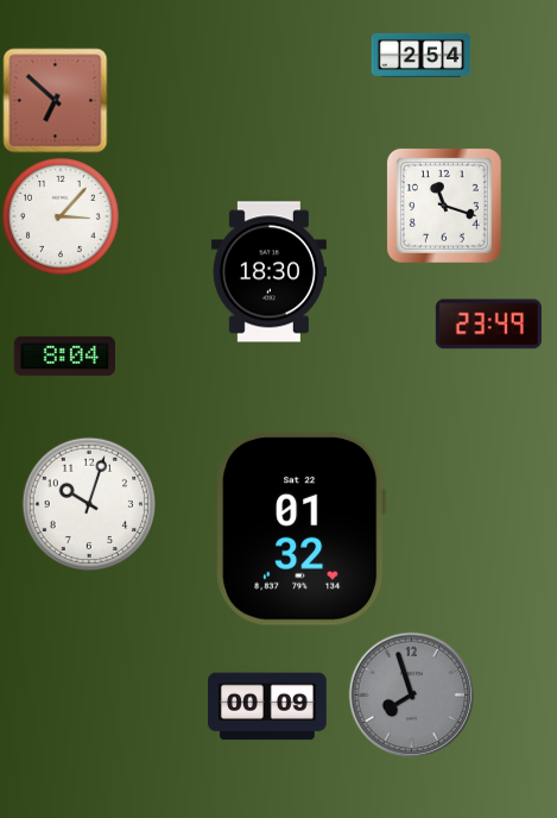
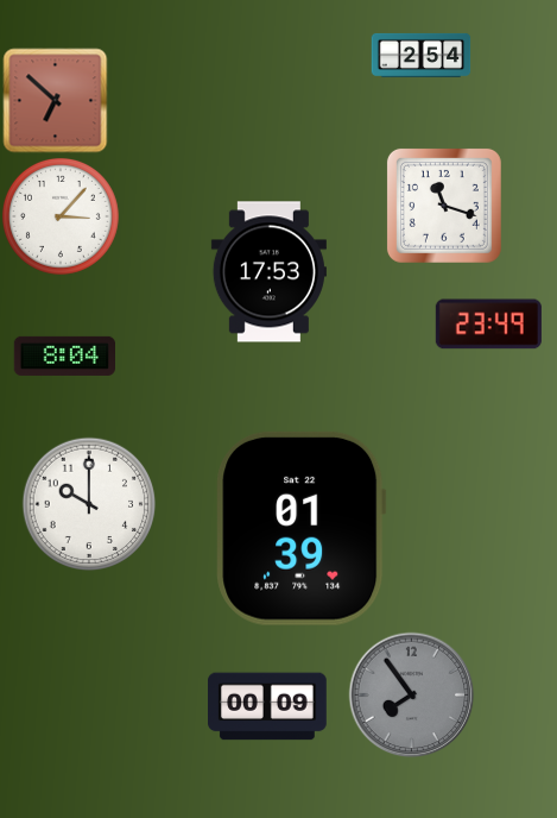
clock at (268, 272): 18:30 -> 17:53
clock at (89, 504): 10:03 -> 10:00
clock at (302, 528): 01:32 -> 01:39
clock at (411, 694): 7:57 -> 7:54
